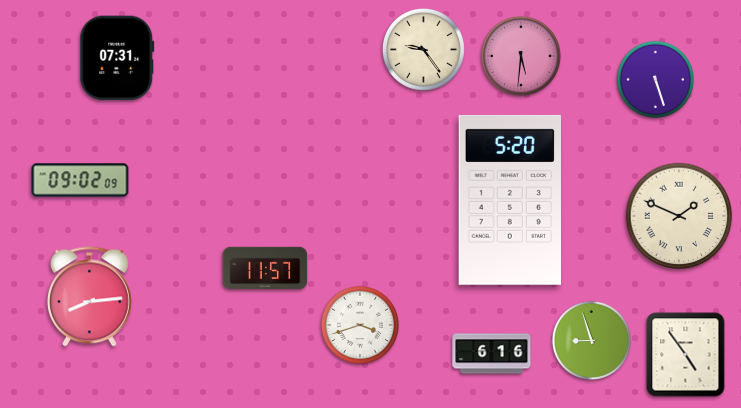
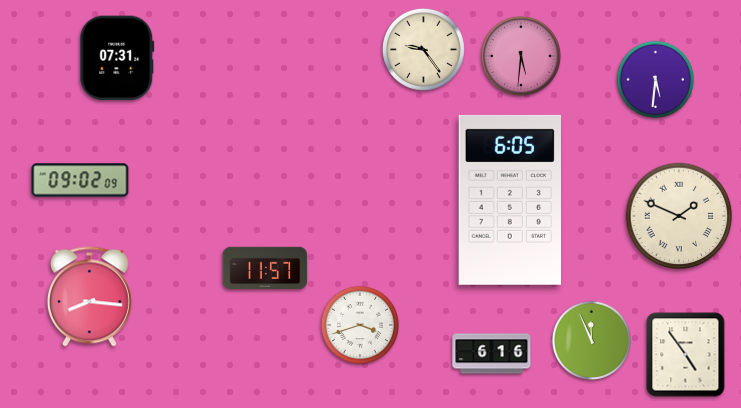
clock at (656, 80): 5:27 -> 5:31
clock at (510, 200): 5:20 -> 6:05
clock at (89, 297): 8:14 -> 8:16
clock at (591, 340): 8:57 -> 11:56
